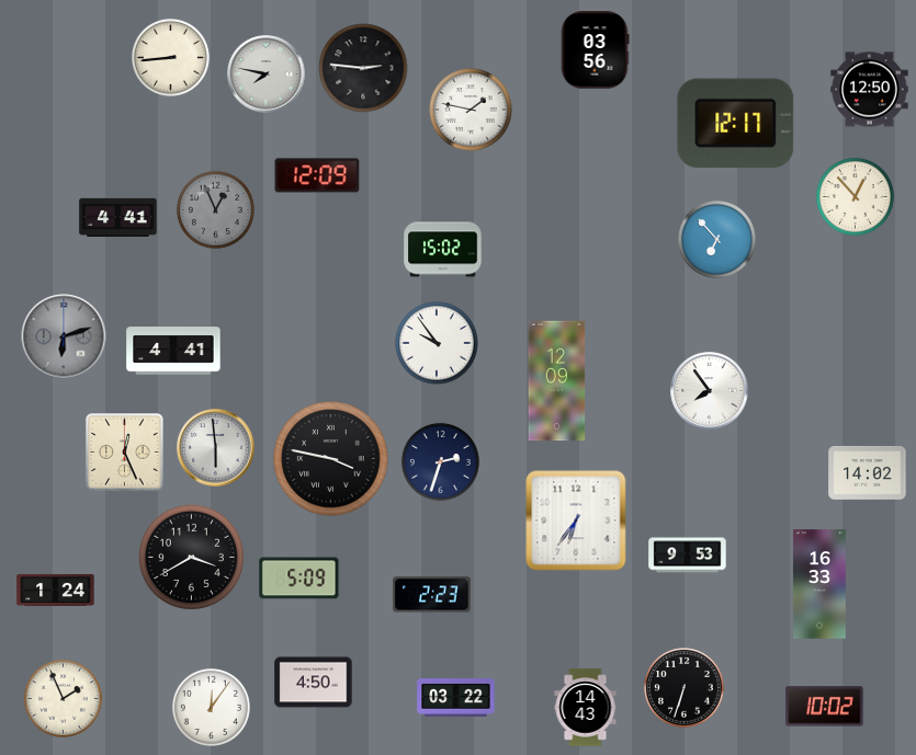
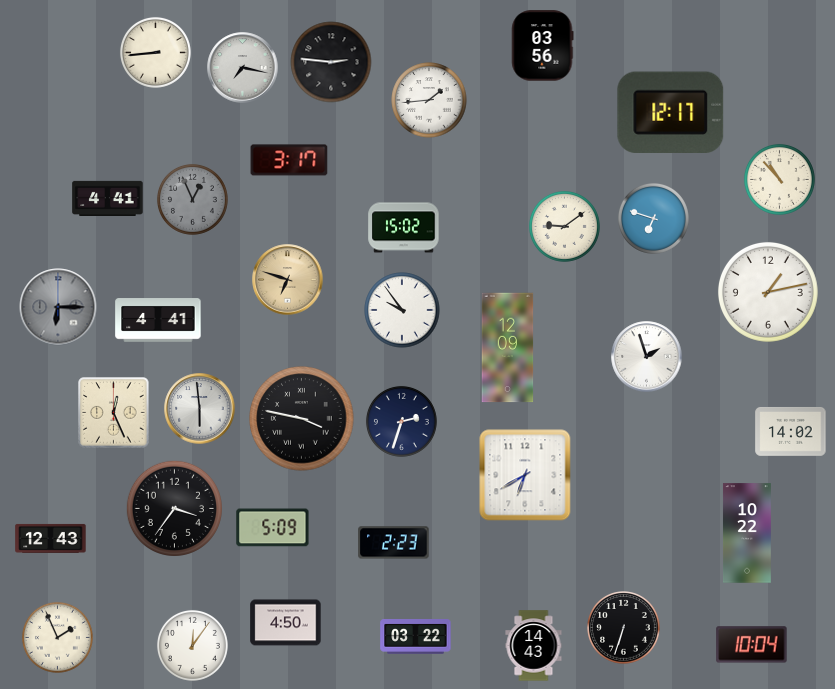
clock at (267, 75): 7:47 -> 7:17
clock at (870, 90): 12:50 -> none
clock at (471, 110): 1:47 -> 1:44
clock at (317, 175): 12:09 -> 3:17
clock at (855, 196): 12:53 -> 10:53
clock at (215, 209) position: (215, 209) -> (192, 199)
clock at (716, 239): 6:53 -> 6:48
clock at (564, 226): none -> 9:09
clock at (288, 280): none -> 6:48
clock at (768, 292): none -> 1:13
clock at (64, 336): 6:12 -> 6:15
clock at (437, 343) position: (437, 343) -> (402, 310)
clock at (710, 391): 7:54 -> 1:57
clock at (216, 448) position: (216, 448) -> (200, 409)
clock at (576, 521): 6:36 -> 6:40
clock at (688, 556): 9:53 -> none
clock at (191, 557): 3:40 -> 3:36
clock at (819, 584): 16:33 -> 10:22
clock at (56, 590): 1:24 -> 12:43
clock at (825, 707): 10:02 -> 10:04
